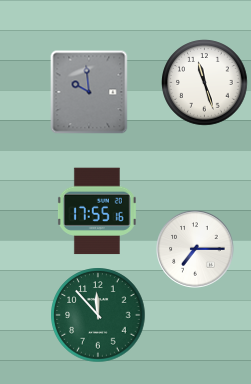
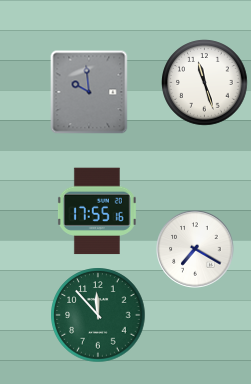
clock at (195, 249): 7:15 -> 7:20
